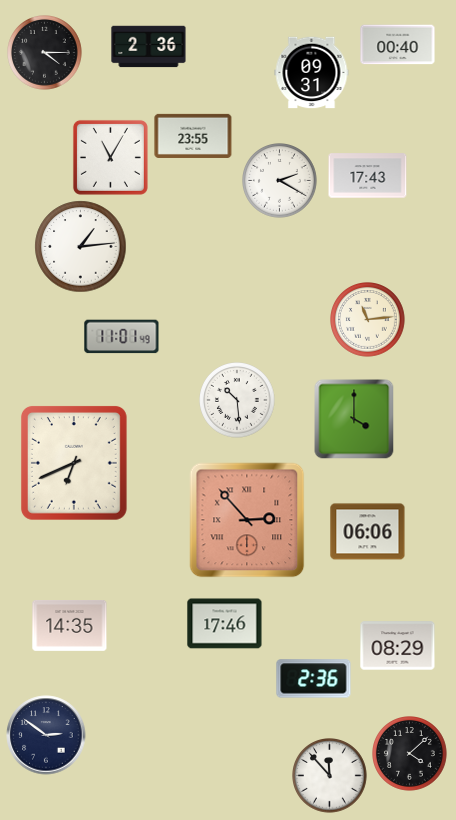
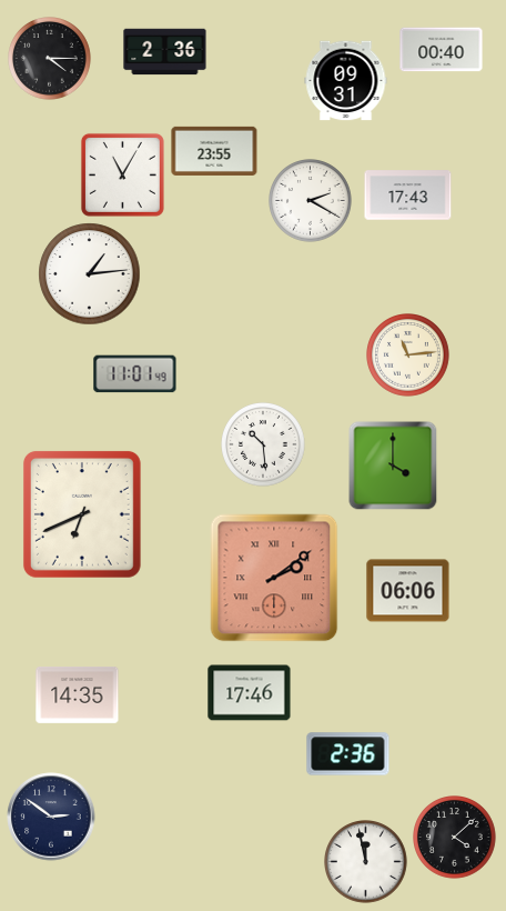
clock at (247, 520): 2:53 -> 2:09
clock at (398, 646): 08:29 -> none
clock at (330, 776): 11:53 -> 11:58
